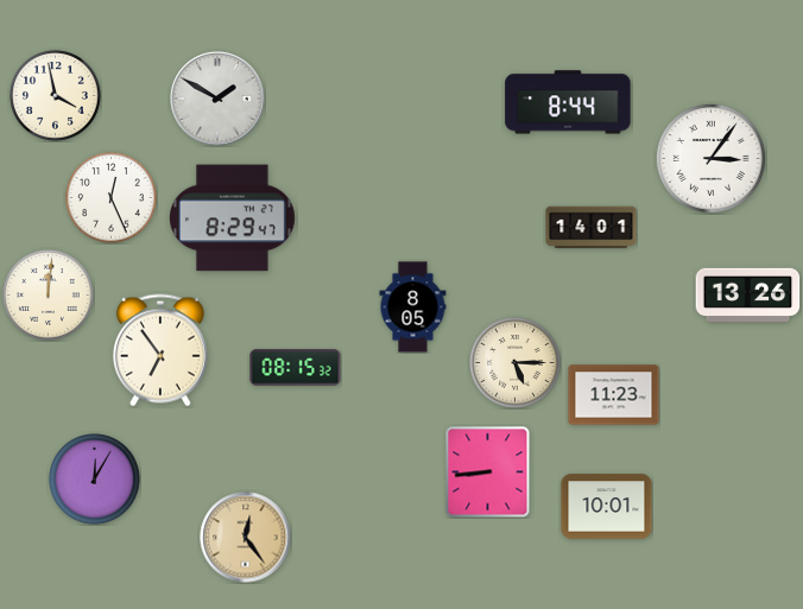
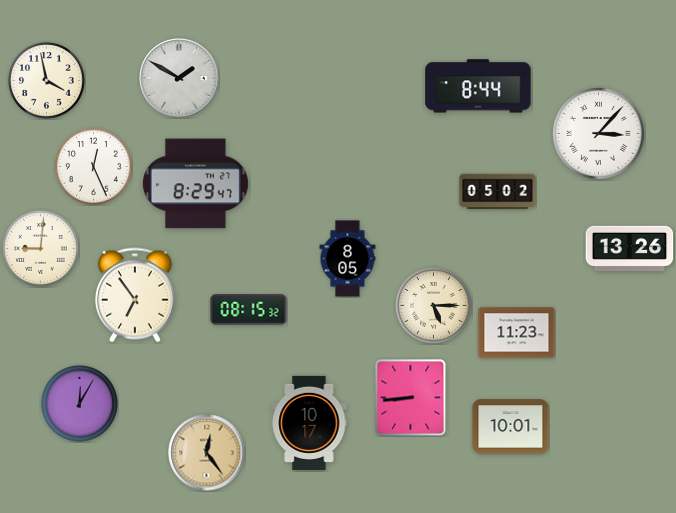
clock at (217, 99) position: (217, 99) -> (179, 78)
clock at (710, 158): 3:06 -> 3:07
clock at (592, 228): 14:01 -> 05:02
clock at (49, 296): 12:01 -> 9:01
clock at (309, 423): none -> 10:17
